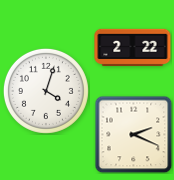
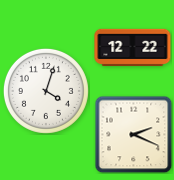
clock at (133, 48): 2:22 -> 12:22
